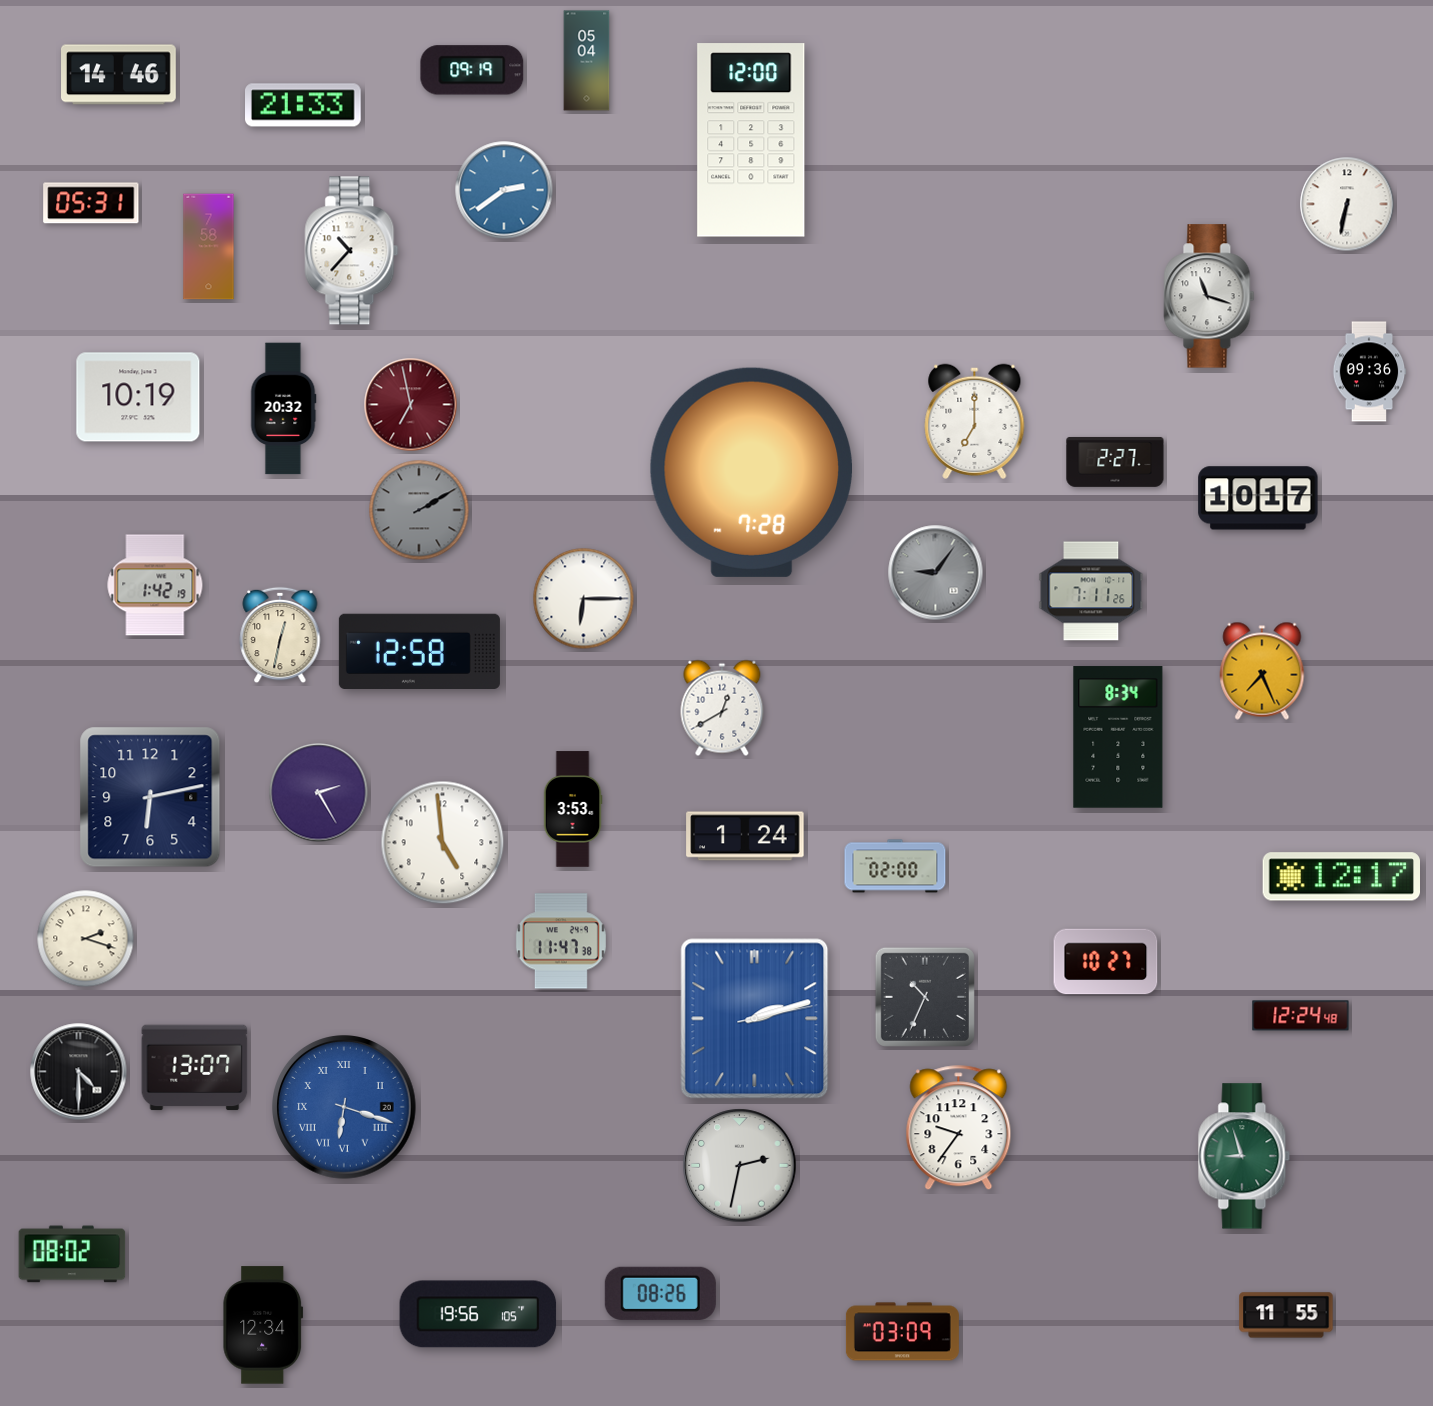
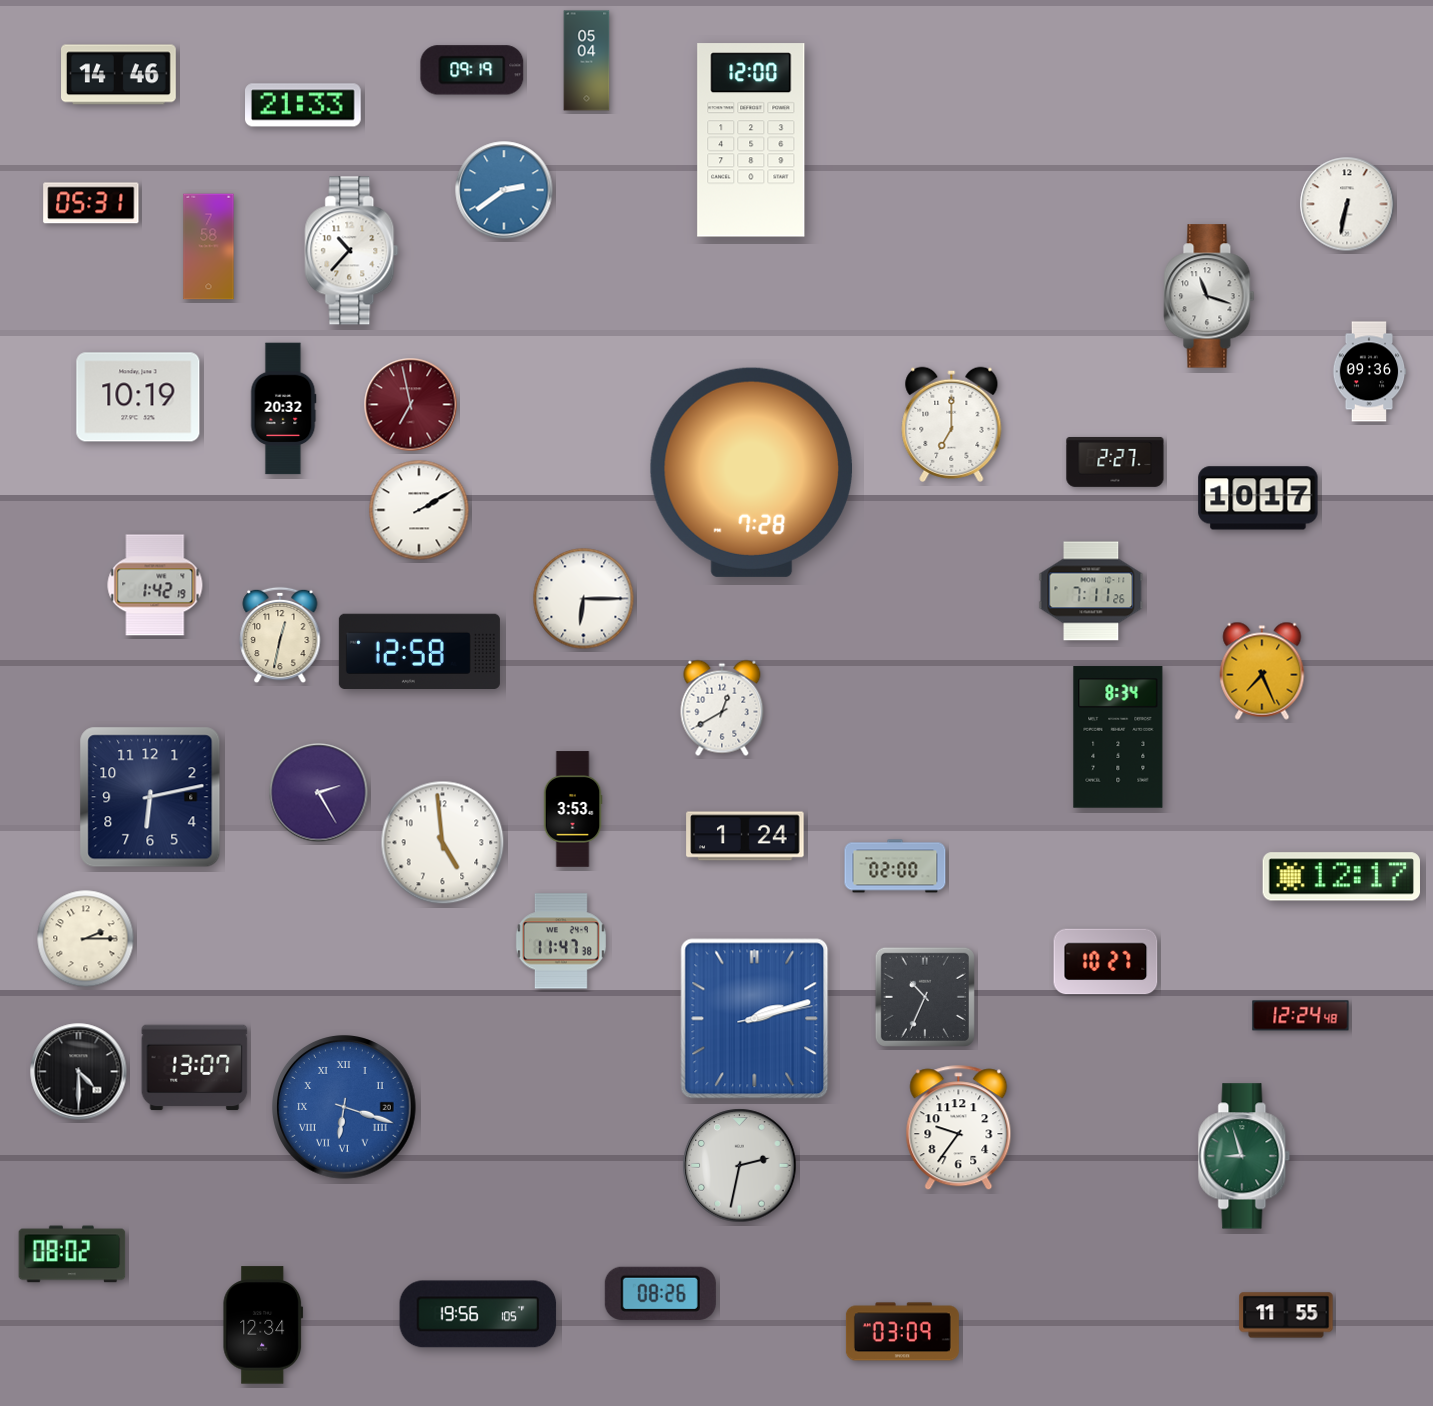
clock at (975, 421) position: (975, 421) -> (952, 424)
clock at (419, 510) dial: grey -> white
clock at (936, 573): 9:06 -> none
clock at (86, 939): 2:18 -> 2:15
